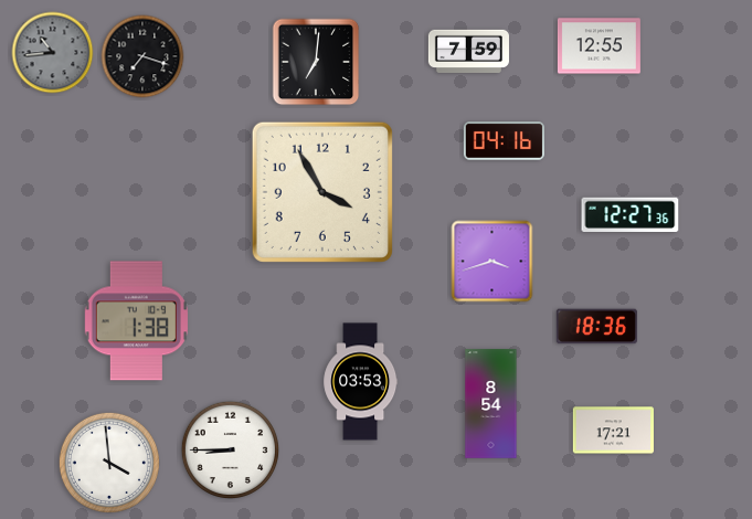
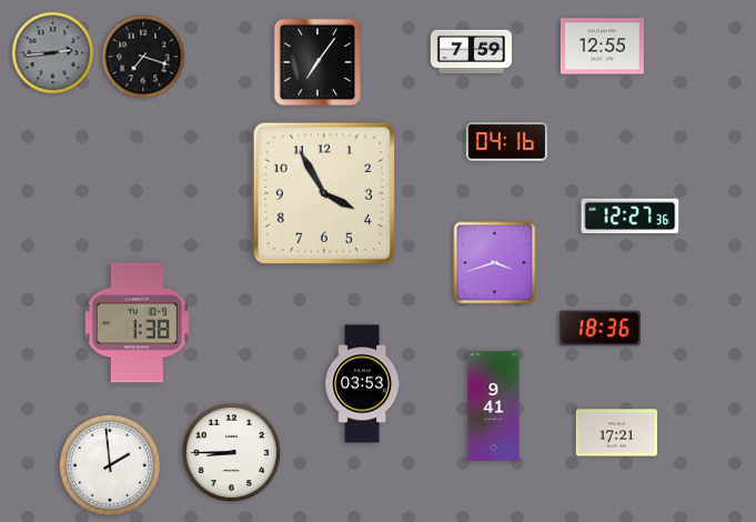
clock at (53, 53): 10:44 -> 2:44
clock at (316, 62): 7:01 -> 7:06
clock at (631, 214) position: (631, 214) -> (631, 215)
clock at (491, 404): 8:54 -> 9:41
clock at (109, 463): 3:59 -> 1:59
